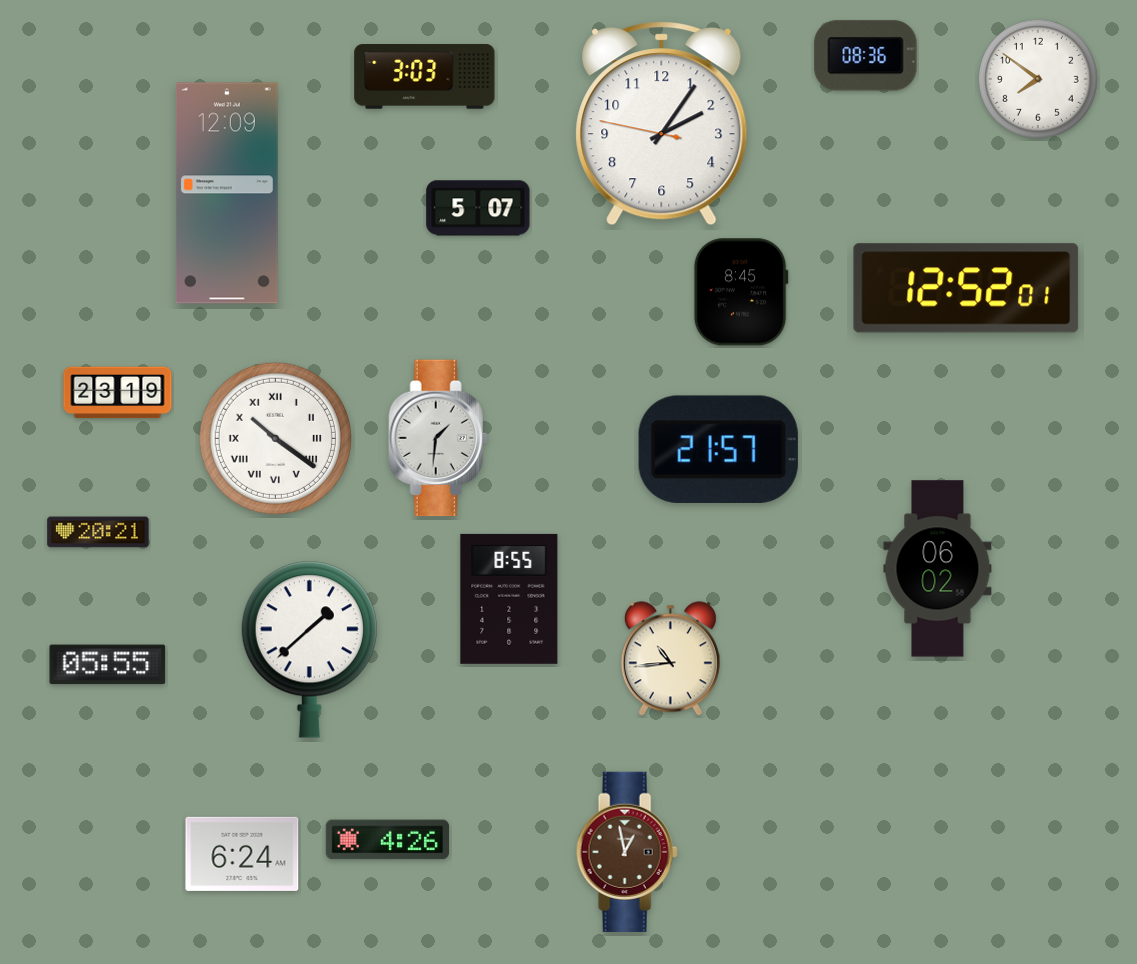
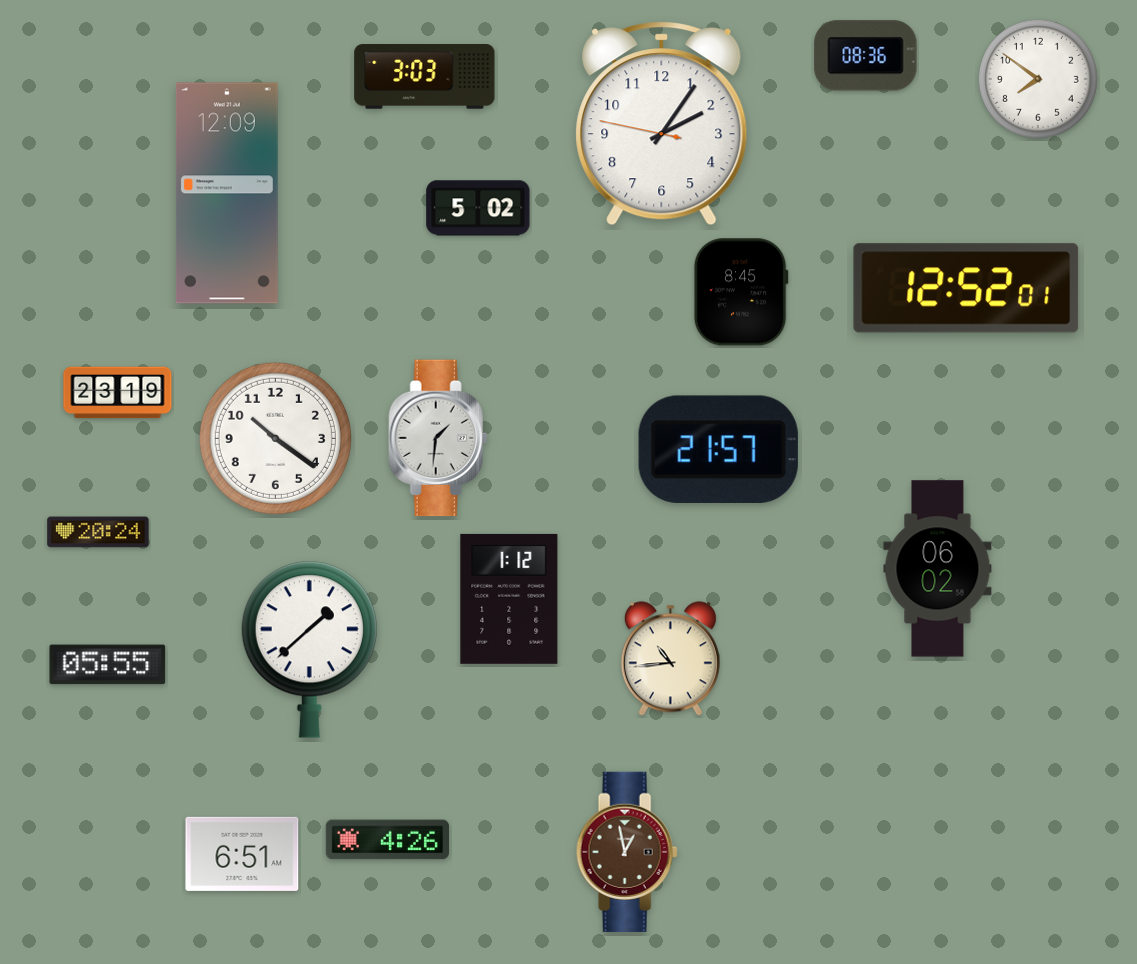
clock at (478, 208): 5:07 -> 5:02
clock at (275, 438) numerals: Roman -> Arabic
clock at (98, 532): 20:21 -> 20:24
clock at (509, 599): 8:55 -> 1:12
clock at (242, 854): 6:24 -> 6:51
